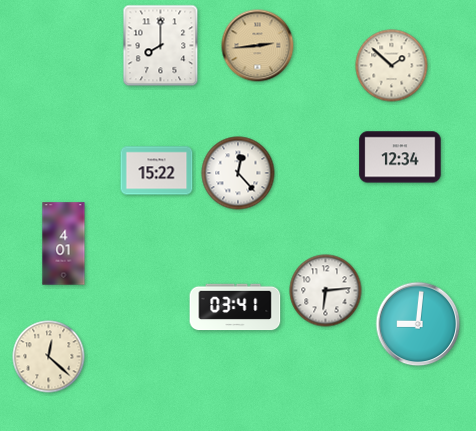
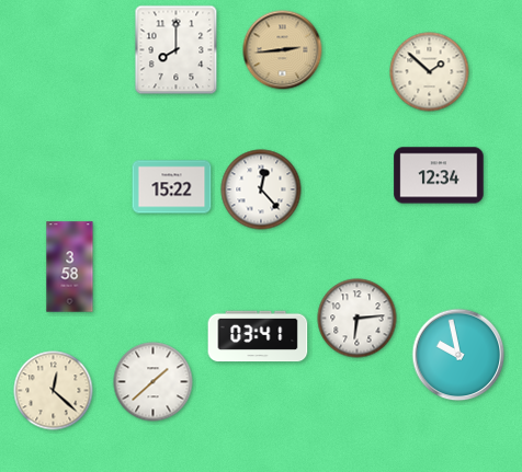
clock at (400, 157) position: (400, 157) -> (439, 175)
clock at (64, 244): 4:01 -> 3:58
clock at (418, 324): 9:01 -> 9:58
clock at (154, 382): none -> 1:38
